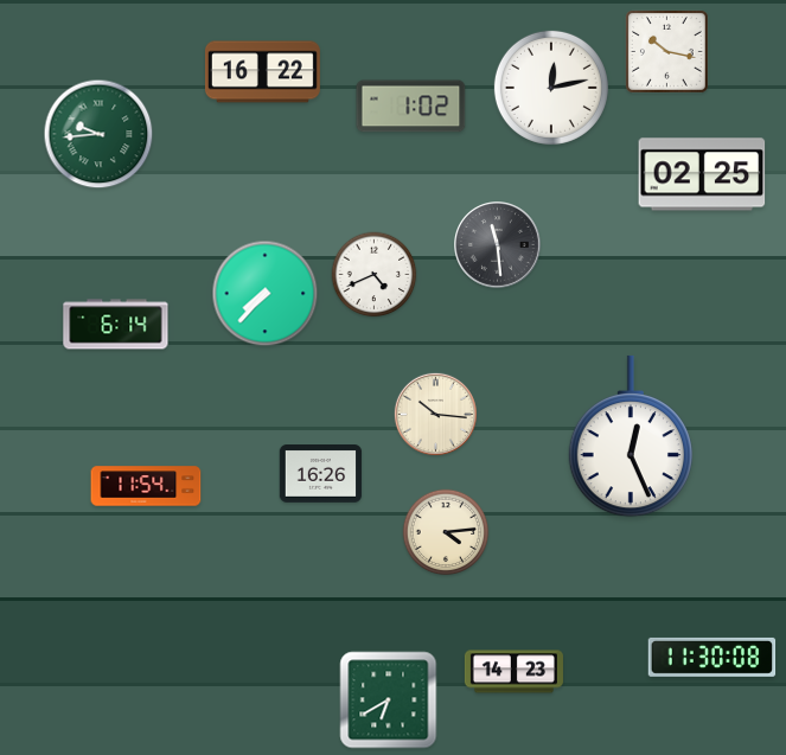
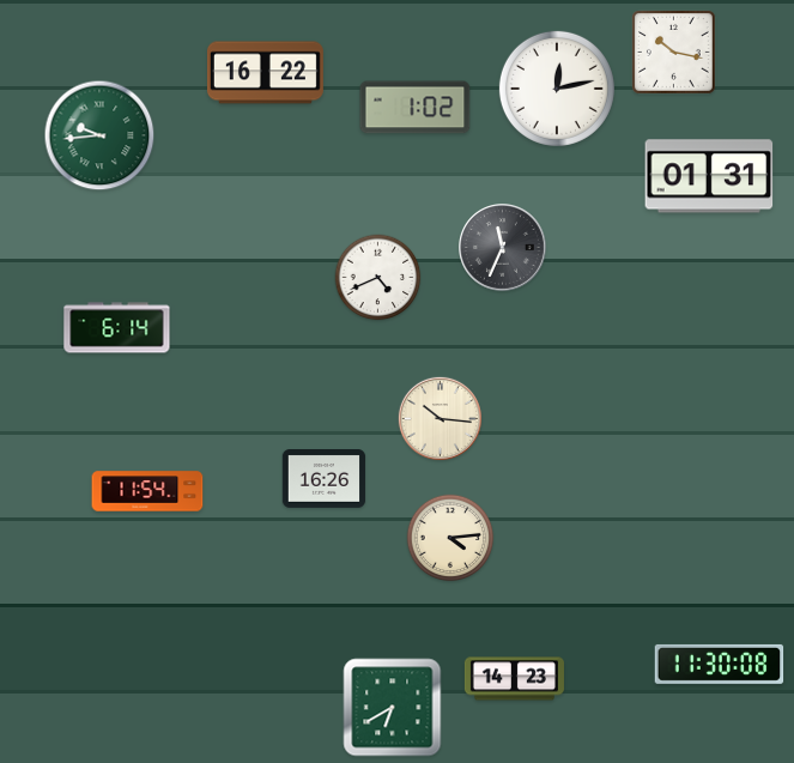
clock at (702, 174): 02:25 -> 01:31
clock at (498, 245): 11:29 -> 11:34
clock at (266, 294): 7:37 -> none
clock at (631, 436): 12:26 -> none
clock at (513, 672) position: (513, 672) -> (514, 679)
